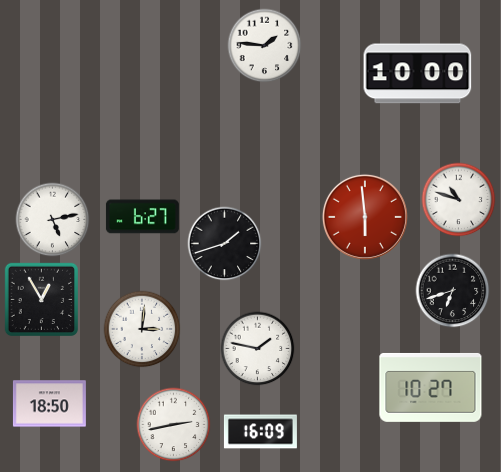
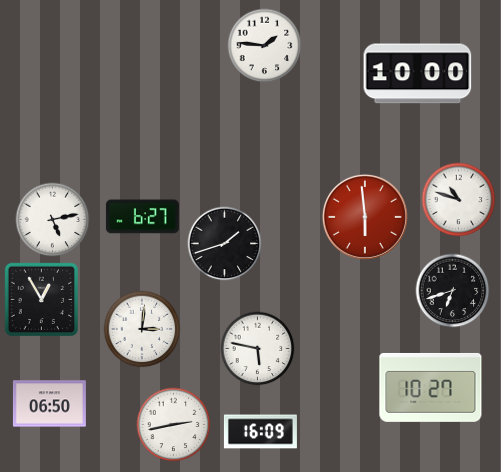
clock at (258, 349): 1:47 -> 5:47
clock at (49, 404): 18:50 -> 06:50
